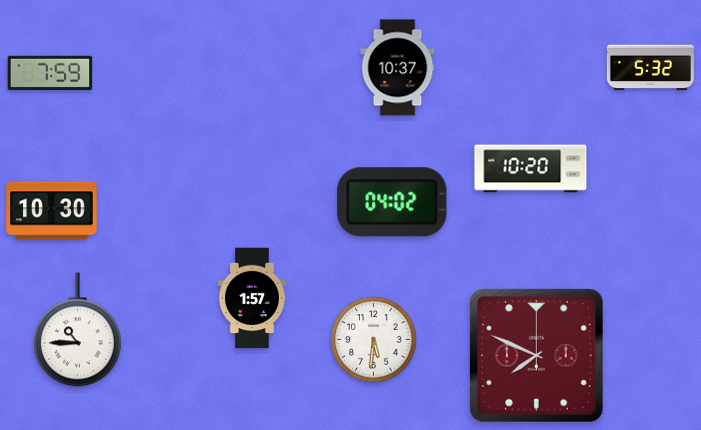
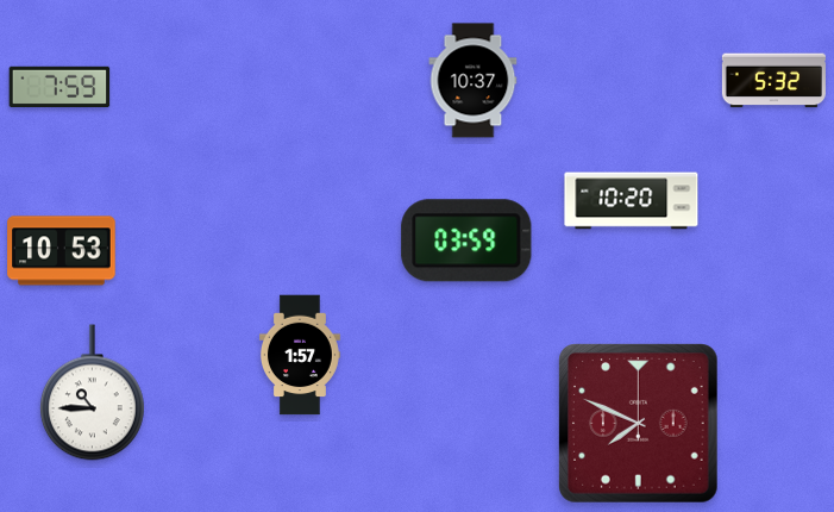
clock at (392, 202): 04:02 -> 03:59
clock at (52, 211): 10:30 -> 10:53
clock at (374, 340): 5:31 -> none
